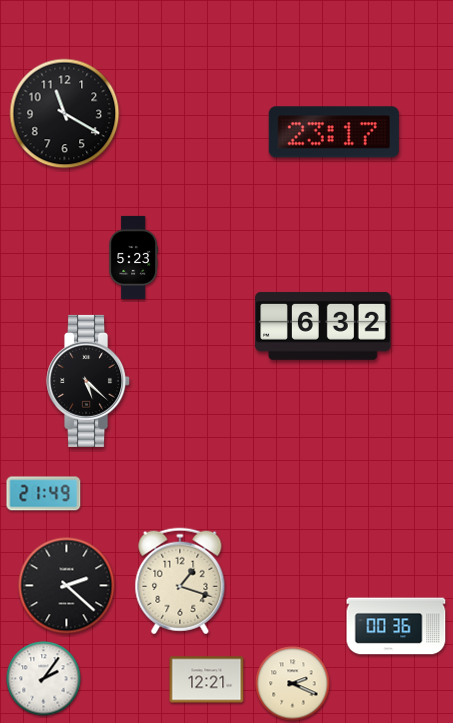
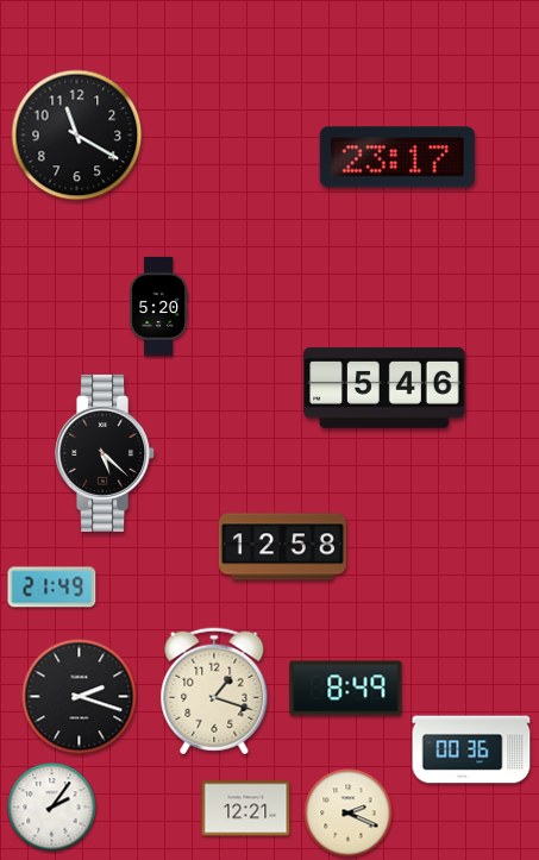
clock at (133, 257): 5:23 -> 5:20
clock at (323, 326): 6:32 -> 5:46
clock at (282, 547): none -> 12:58
clock at (346, 689): none -> 8:49
clock at (67, 586): 2:22 -> 2:18
clock at (396, 626) position: (396, 626) -> (471, 749)
